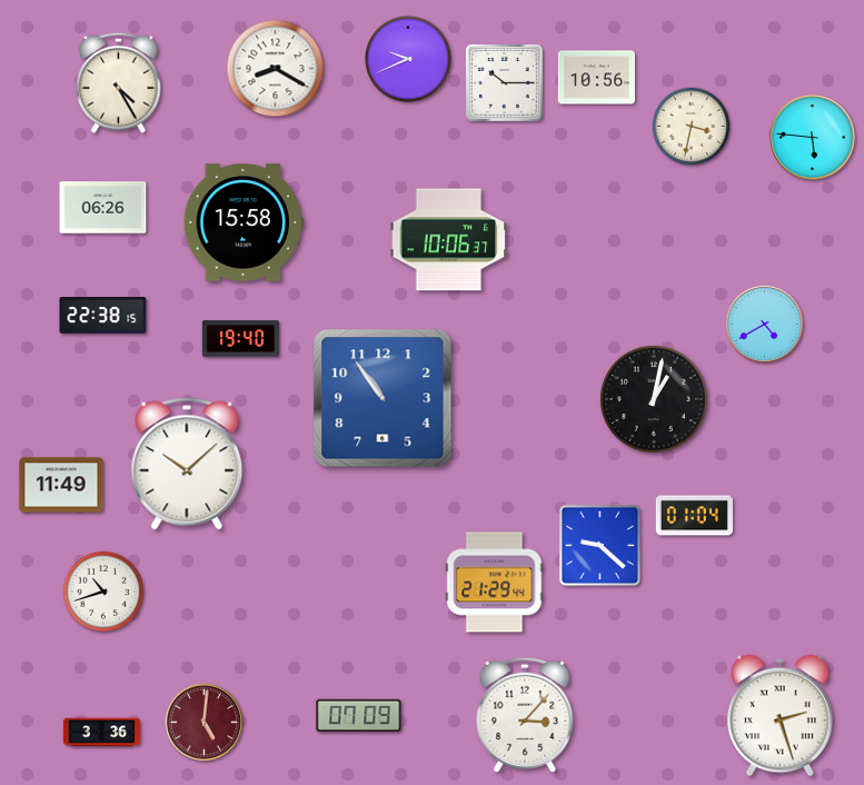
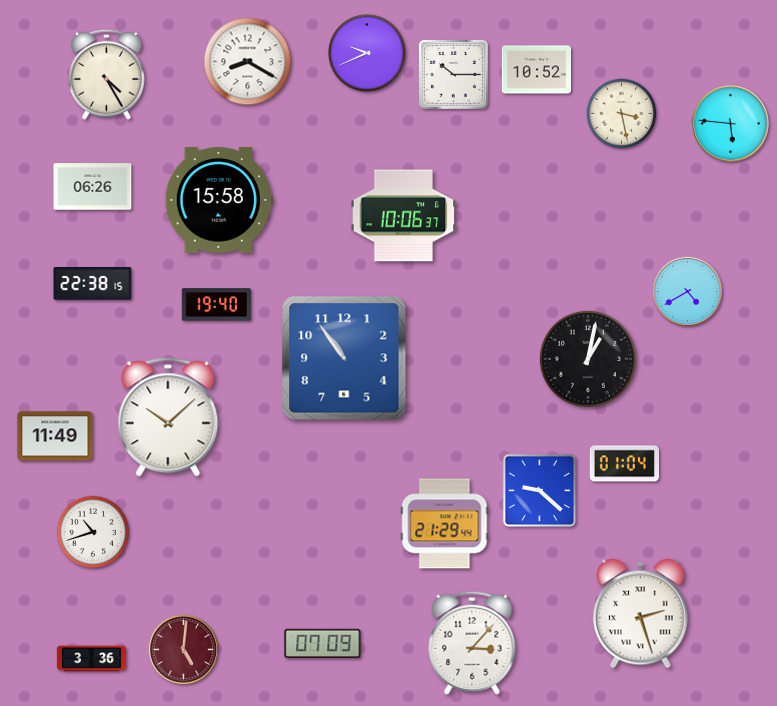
clock at (597, 78): 10:56 -> 10:52
clock at (692, 127): 3:32 -> 3:28
clock at (779, 716) position: (779, 716) -> (640, 614)
